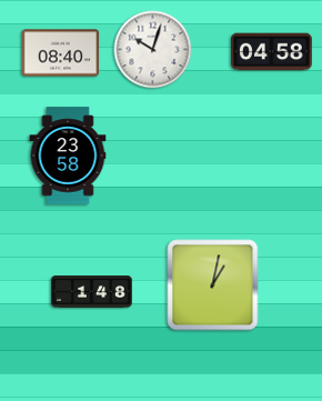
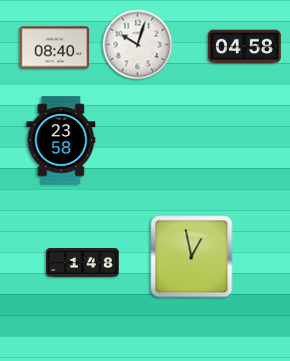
clock at (213, 285): 1:02 -> 12:58
